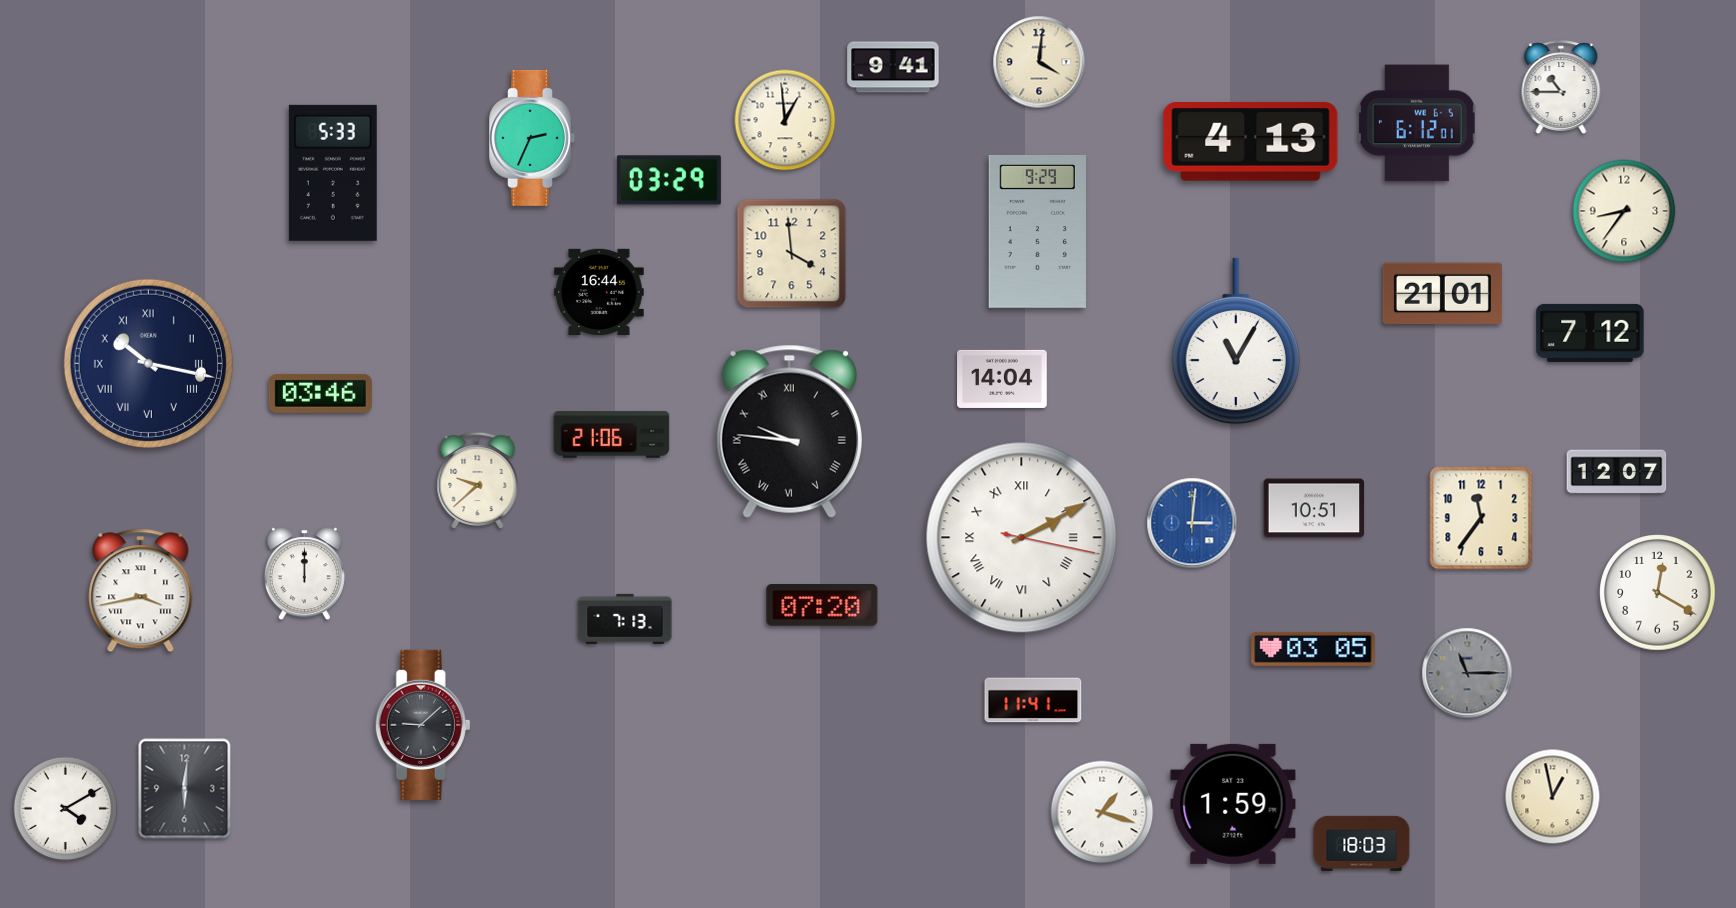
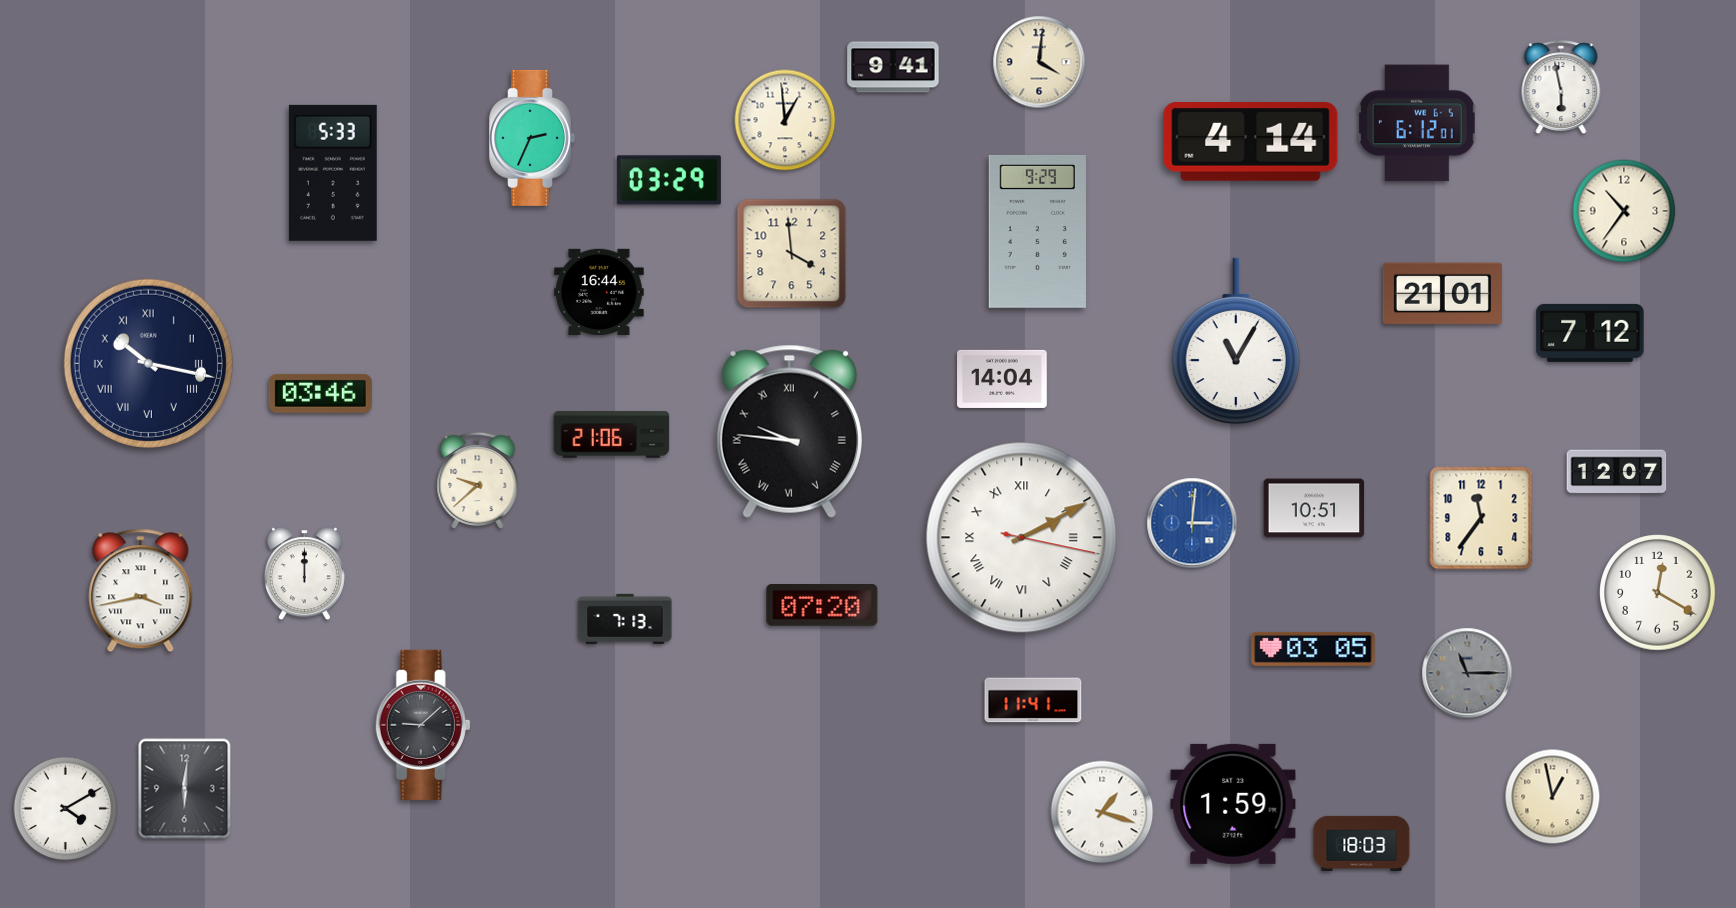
clock at (1561, 87): 10:45 -> 5:58
clock at (1251, 142): 4:13 -> 4:14
clock at (1624, 211): 8:36 -> 10:36
